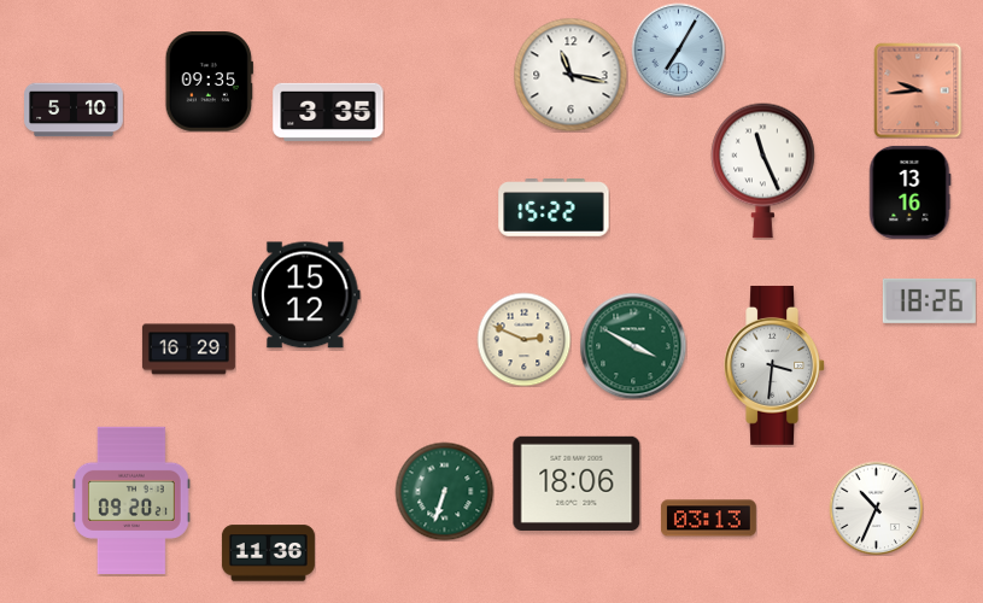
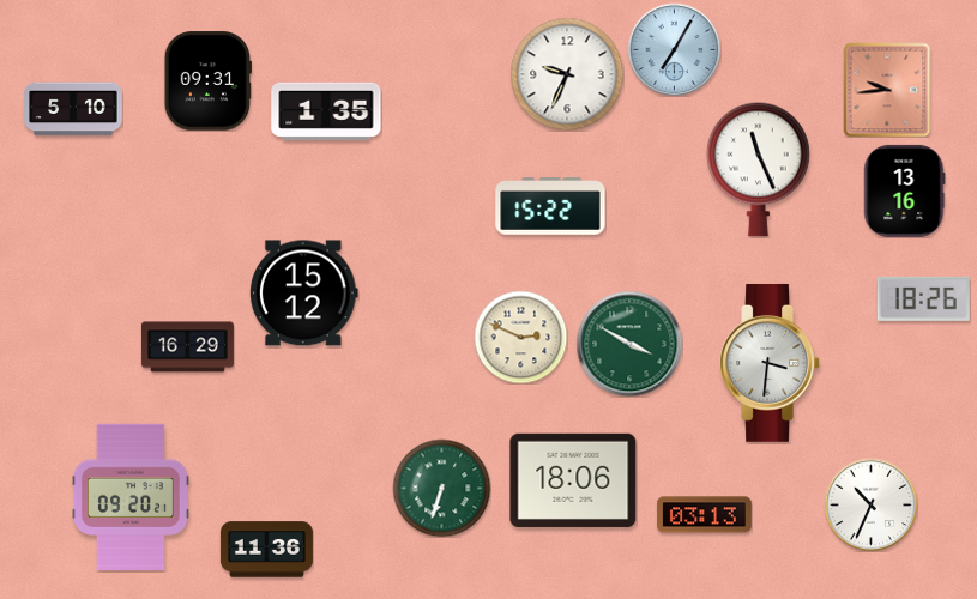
clock at (571, 75): 11:17 -> 9:34
clock at (209, 82): 09:35 -> 09:31
clock at (918, 90) position: (918, 90) -> (887, 90)
clock at (328, 112): 3:35 -> 1:35
